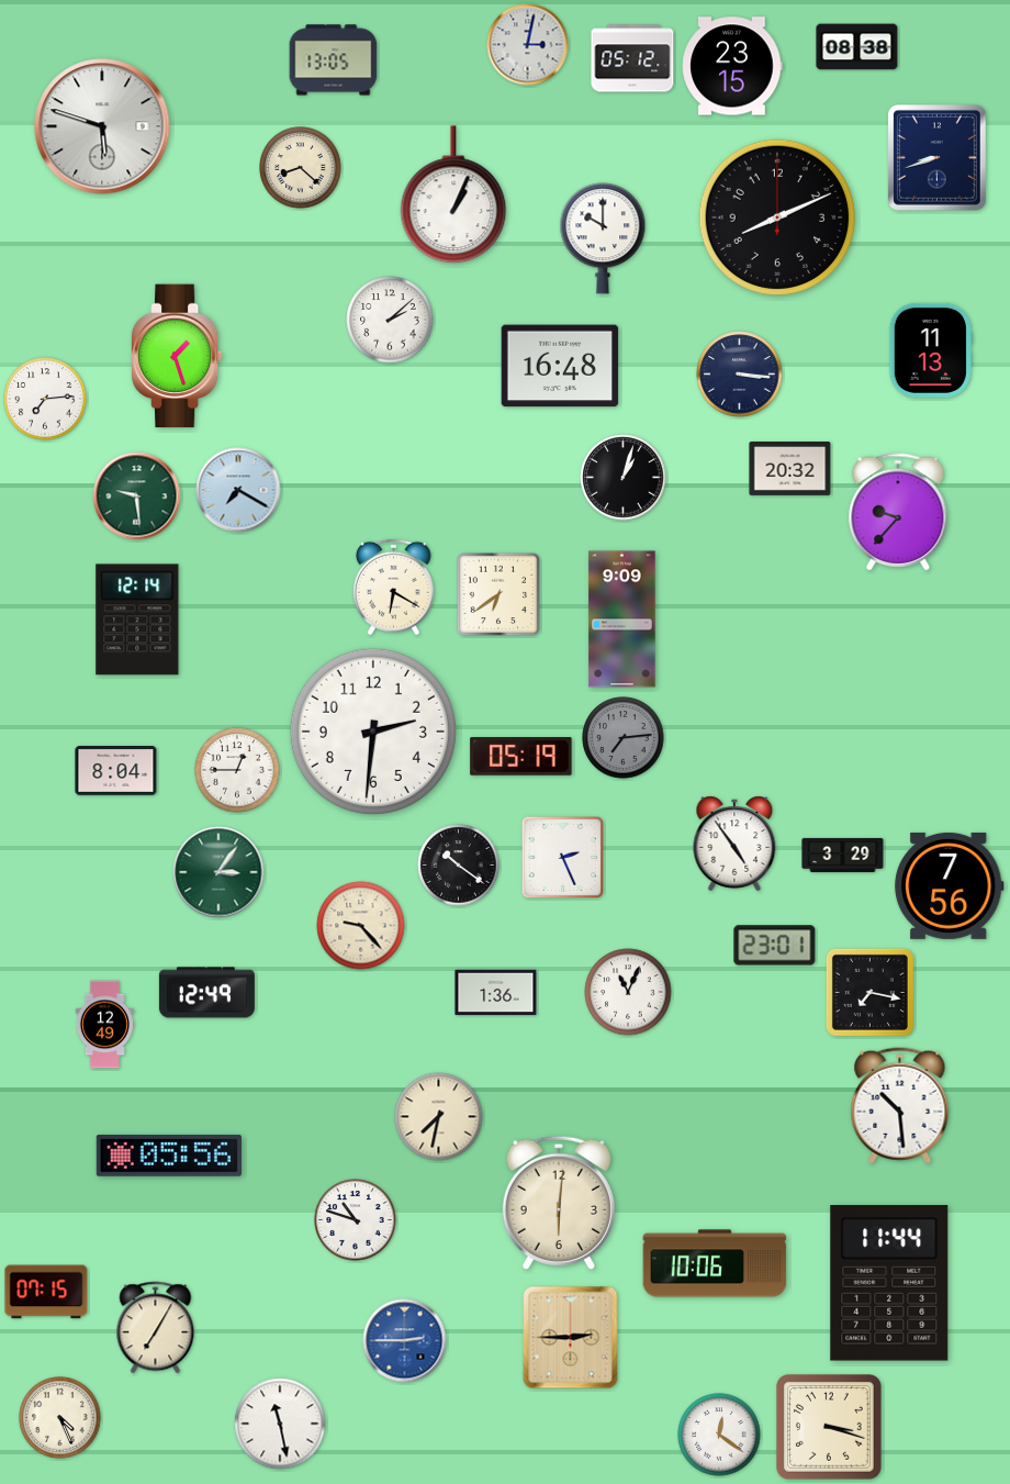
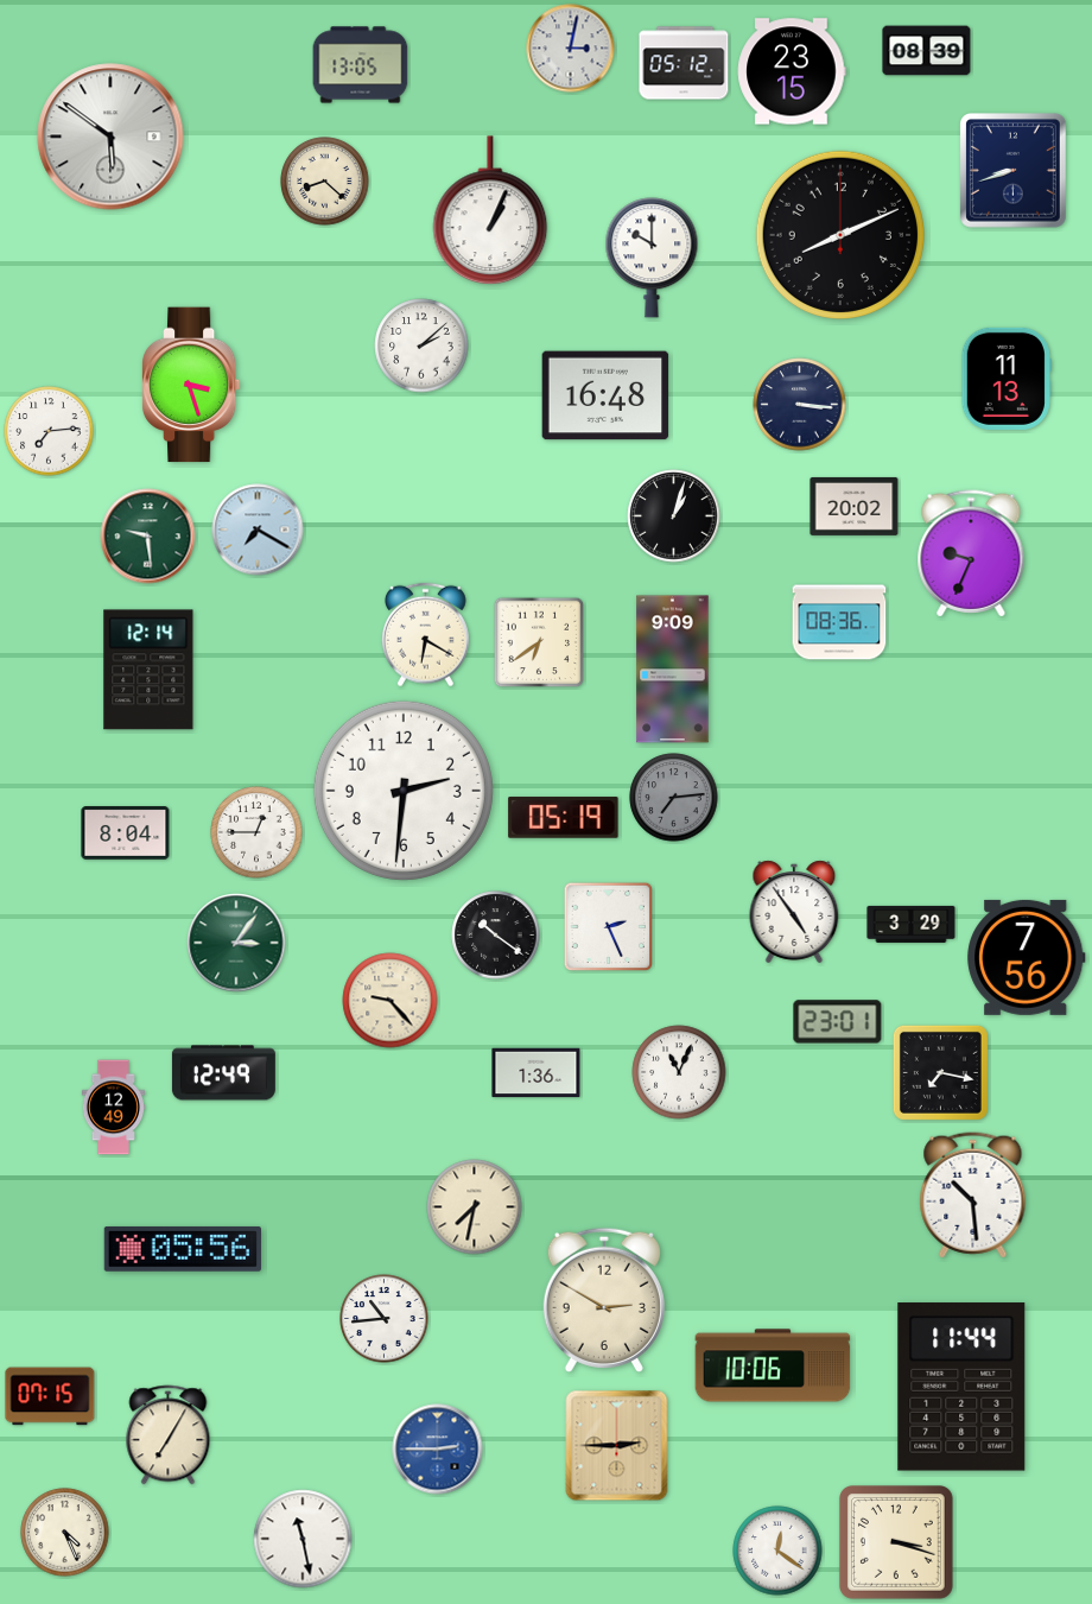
clock at (857, 47): 08:38 -> 08:39
clock at (102, 126): 5:48 -> 5:51
clock at (177, 356): 1:27 -> 3:27
clock at (790, 468): 20:32 -> 20:02
clock at (898, 512): 9:37 -> 9:34
clock at (839, 622): none -> 08:36
clock at (559, 1203): 6:01 -> 2:50
clock at (356, 1220): 10:48 -> 10:44
